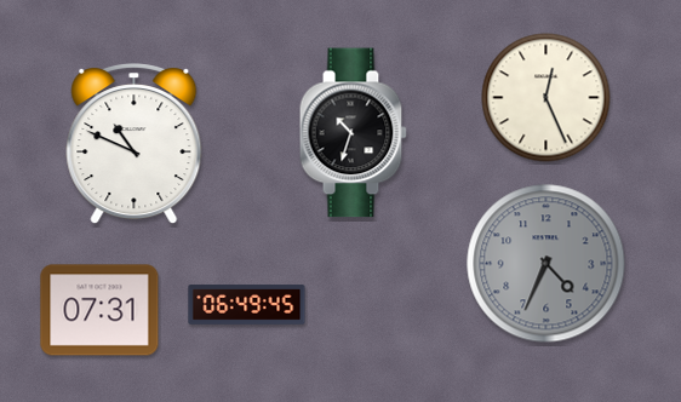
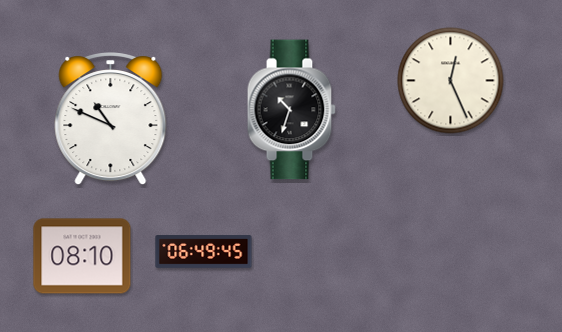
clock at (546, 264): 4:34 -> none
clock at (99, 310): 07:31 -> 08:10
